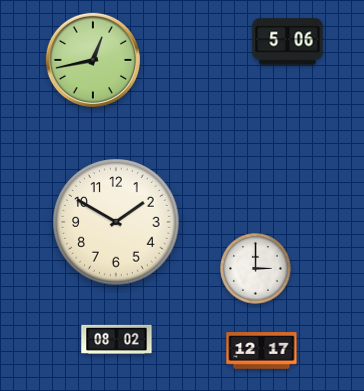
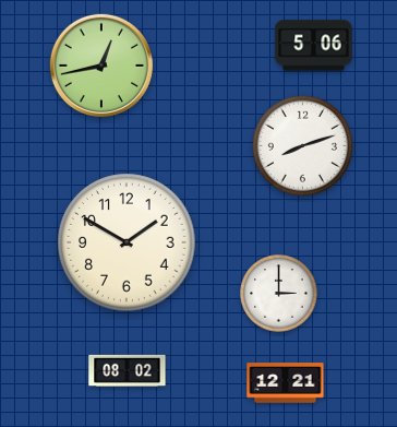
clock at (302, 145): none -> 8:12
clock at (262, 351): 12:17 -> 12:21
